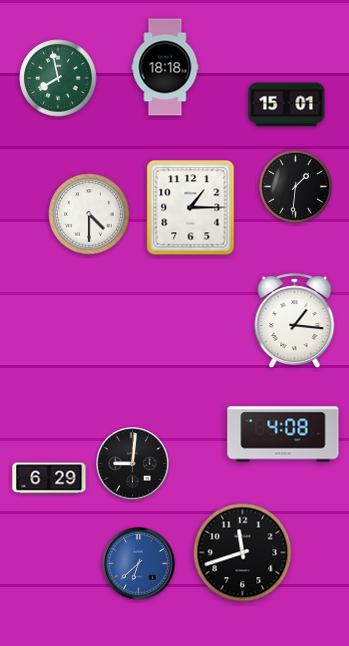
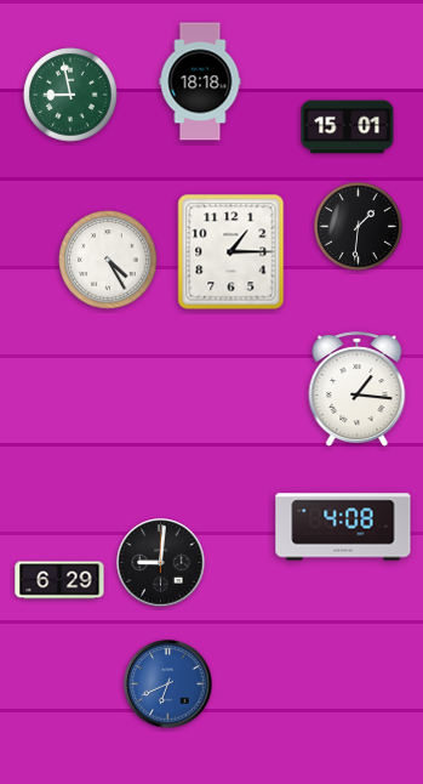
clock at (58, 78): 7:58 -> 8:58
clock at (89, 214): 4:30 -> 4:25
clock at (243, 553): 11:42 -> none
clock at (139, 564): 6:38 -> 6:41
